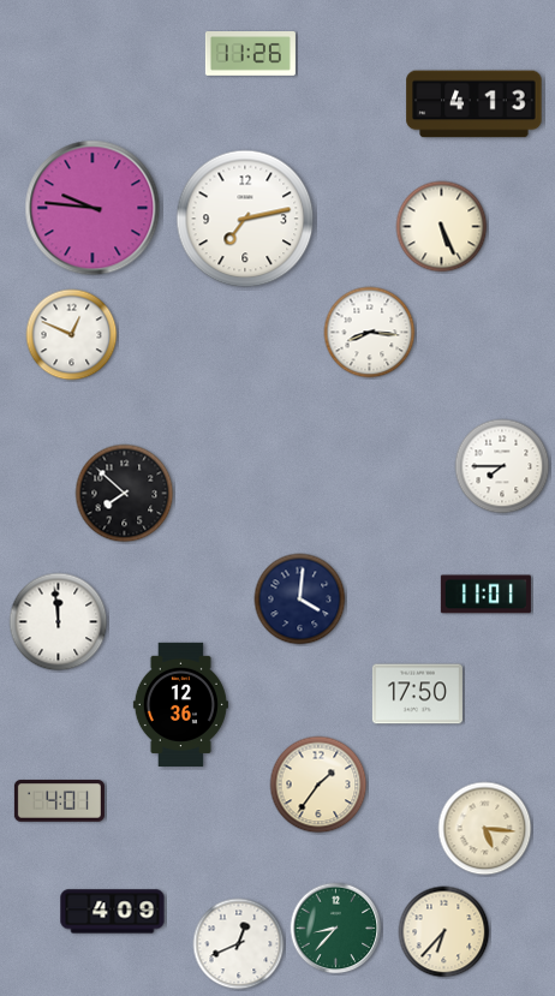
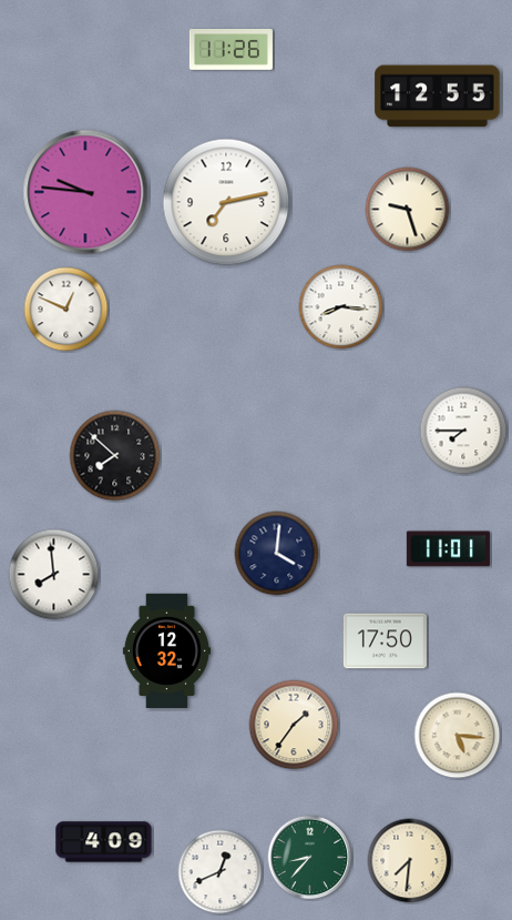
clock at (475, 105): 4:13 -> 12:55
clock at (442, 227): 5:26 -> 9:27
clock at (59, 622): 11:59 -> 7:59
clock at (180, 704): 12:36 -> 12:32
clock at (59, 801): 4:01 -> none
clock at (485, 829) position: (485, 829) -> (458, 736)
clock at (444, 932): 6:37 -> 7:31
